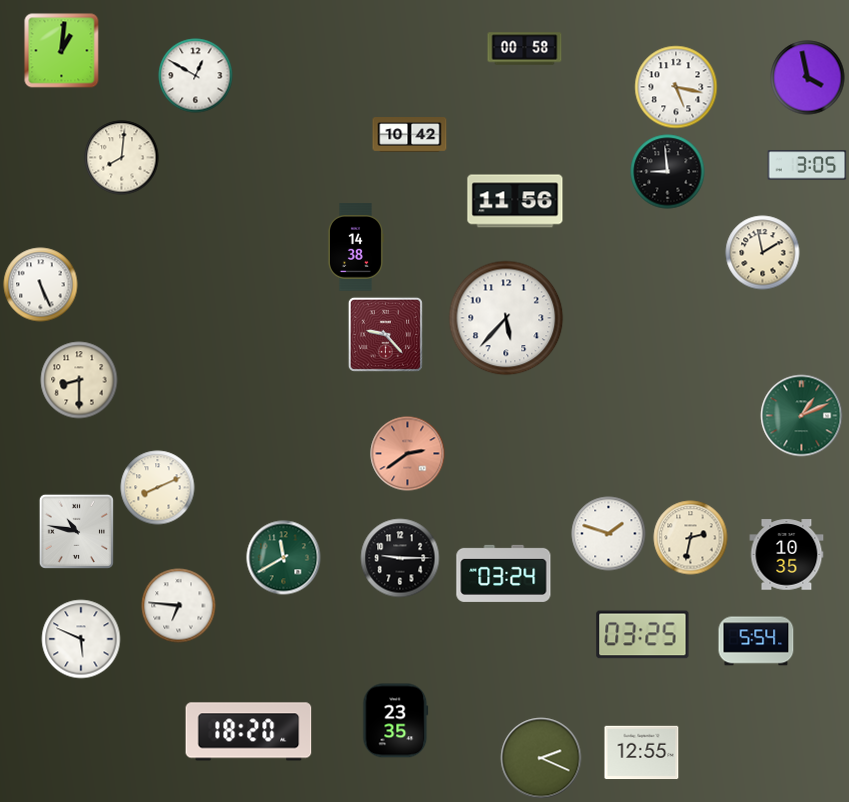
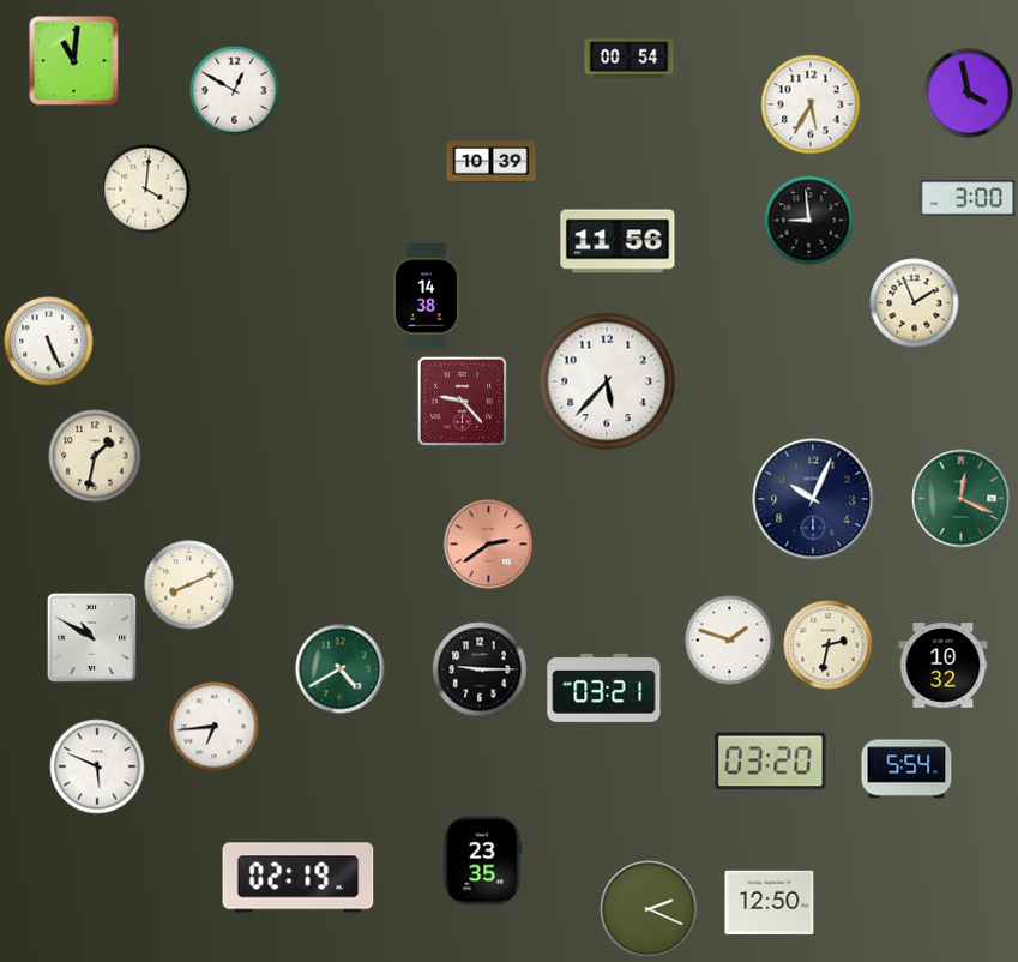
clock at (525, 49): 00:58 -> 00:54
clock at (62, 51): 1:01 -> 11:01
clock at (676, 87): 5:17 -> 5:35
clock at (410, 135): 10:42 -> 10:39
clock at (122, 158): 8:01 -> 4:01
clock at (807, 165): 3:05 -> 3:00
clock at (668, 172) position: (668, 172) -> (809, 221)
clock at (763, 253): 1:58 -> 1:56
clock at (79, 380): 8:30 -> 1:32
clock at (813, 499): none -> 10:04
clock at (802, 416): 1:11 -> 12:19
clock at (76, 531): 10:47 -> 10:50
clock at (787, 555): 10:35 -> 10:32
clock at (284, 558): 11:40 -> 4:40
clock at (504, 573): 03:24 -> 03:21
clock at (179, 606): 6:46 -> 6:44
clock at (643, 635): 03:25 -> 03:20
clock at (396, 721) position: (396, 721) -> (483, 861)
clock at (249, 732): 18:20 -> 02:19
clock at (642, 753): 12:55 -> 12:50
